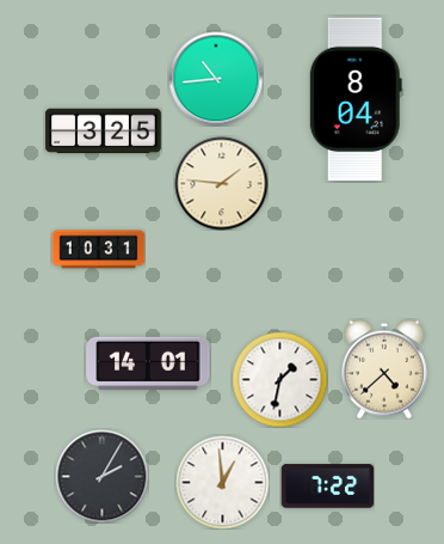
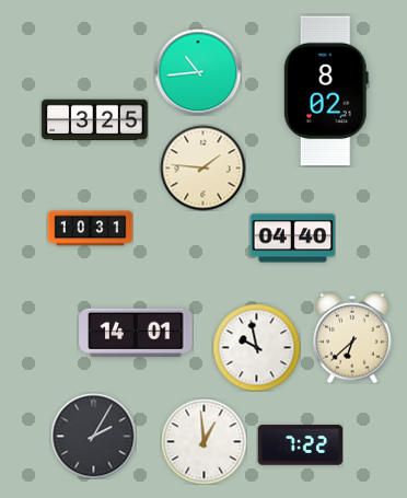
clock at (356, 99): 8:04 -> 8:02
clock at (292, 239): none -> 04:40
clock at (386, 369): 4:38 -> 6:38
clock at (279, 379): 1:32 -> 9:58
